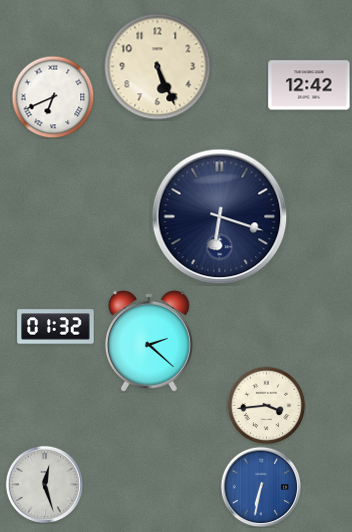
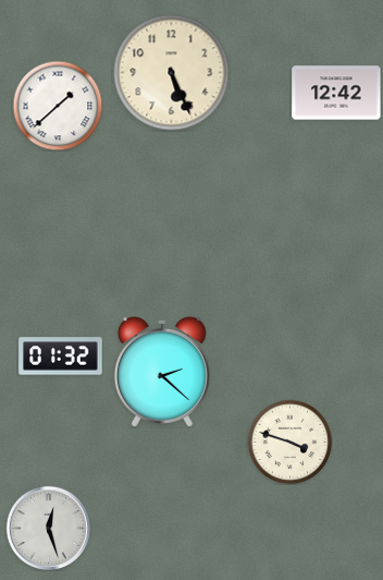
clock at (53, 97): 6:41 -> 1:38
clock at (220, 217): 6:18 -> none
clock at (266, 405): 3:44 -> 3:48
clock at (261, 487): 6:32 -> none
